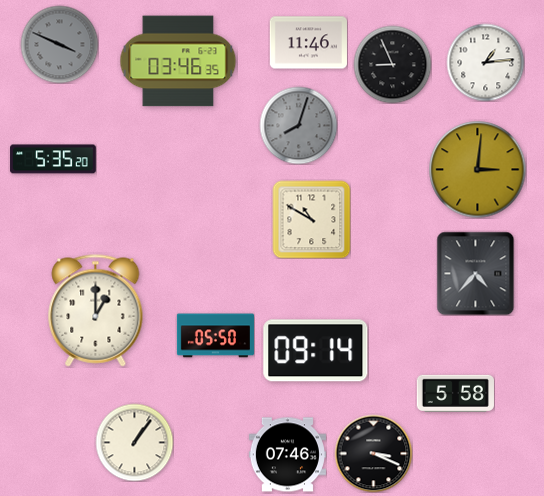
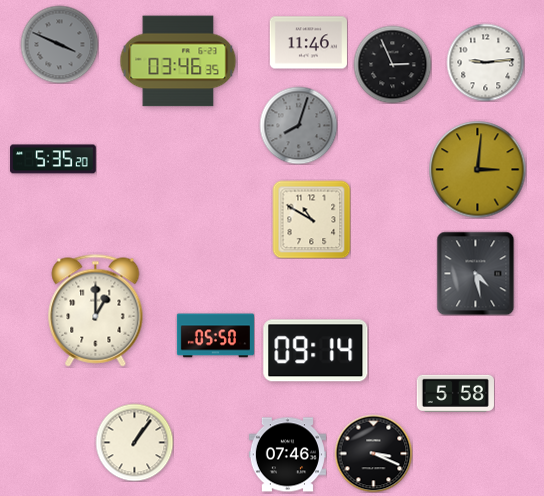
clock at (485, 62): 1:14 -> 9:14
clock at (392, 64): 8:56 -> 2:56
clock at (476, 273): 4:37 -> 4:28
